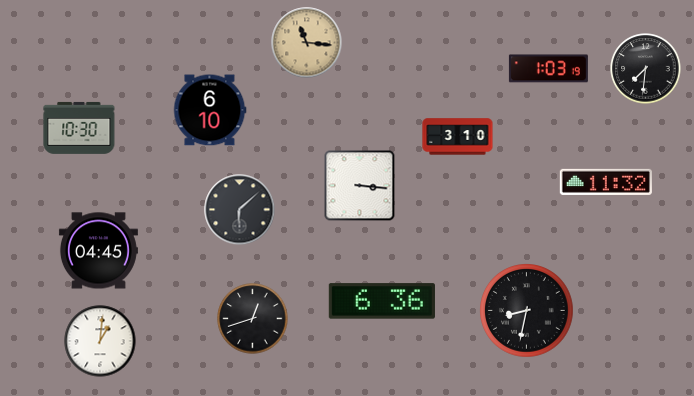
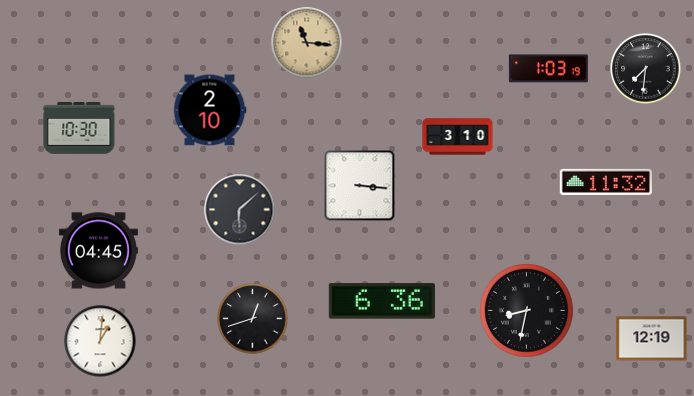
clock at (210, 110): 6:10 -> 2:10
clock at (652, 339): none -> 12:19
